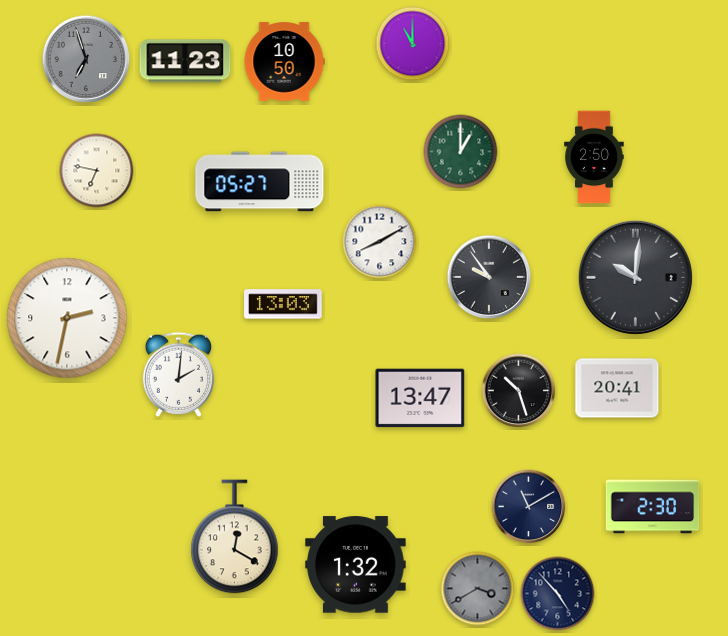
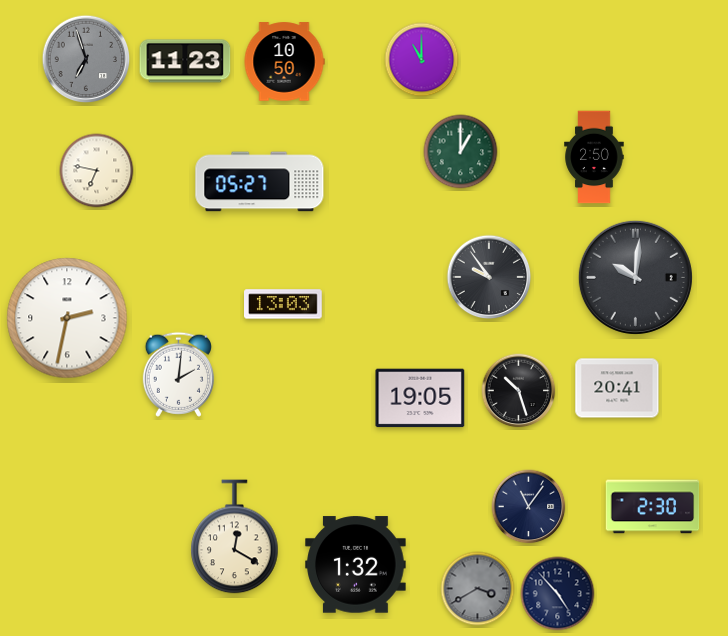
clock at (413, 44) position: (413, 44) -> (422, 60)
clock at (380, 242): 8:10 -> none
clock at (420, 398): 13:47 -> 19:05
clock at (529, 507): 11:10 -> 11:06
